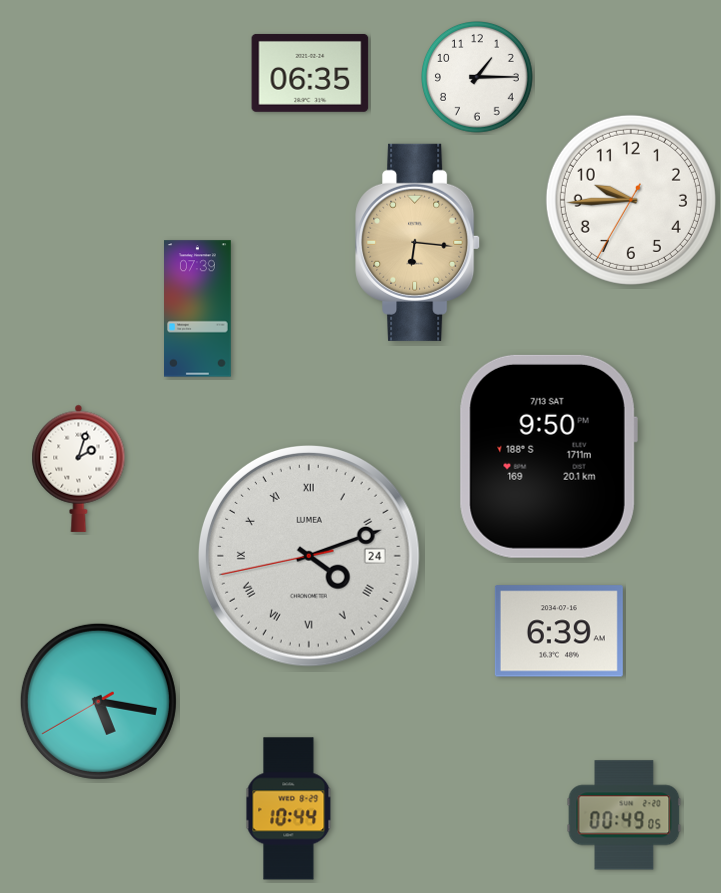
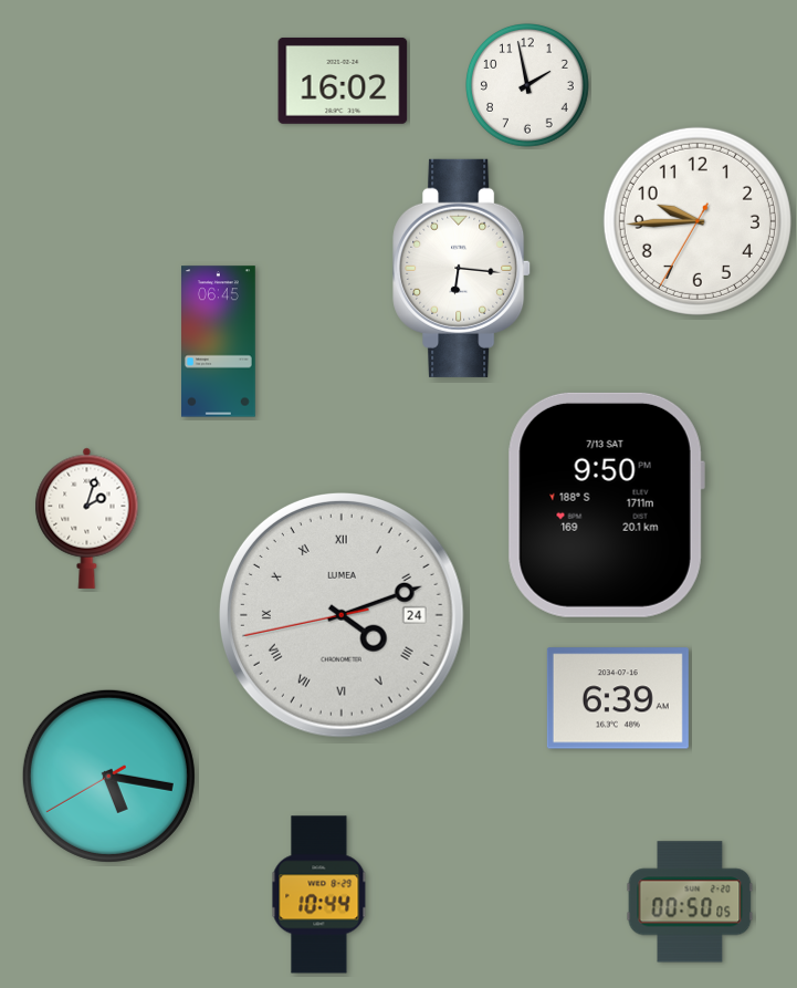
clock at (310, 73): 06:35 -> 16:02
clock at (478, 78): 1:15 -> 1:58
clock at (418, 242) dial: champagne -> white
clock at (198, 309): 07:39 -> 06:45
clock at (624, 815): 00:49 -> 00:50
